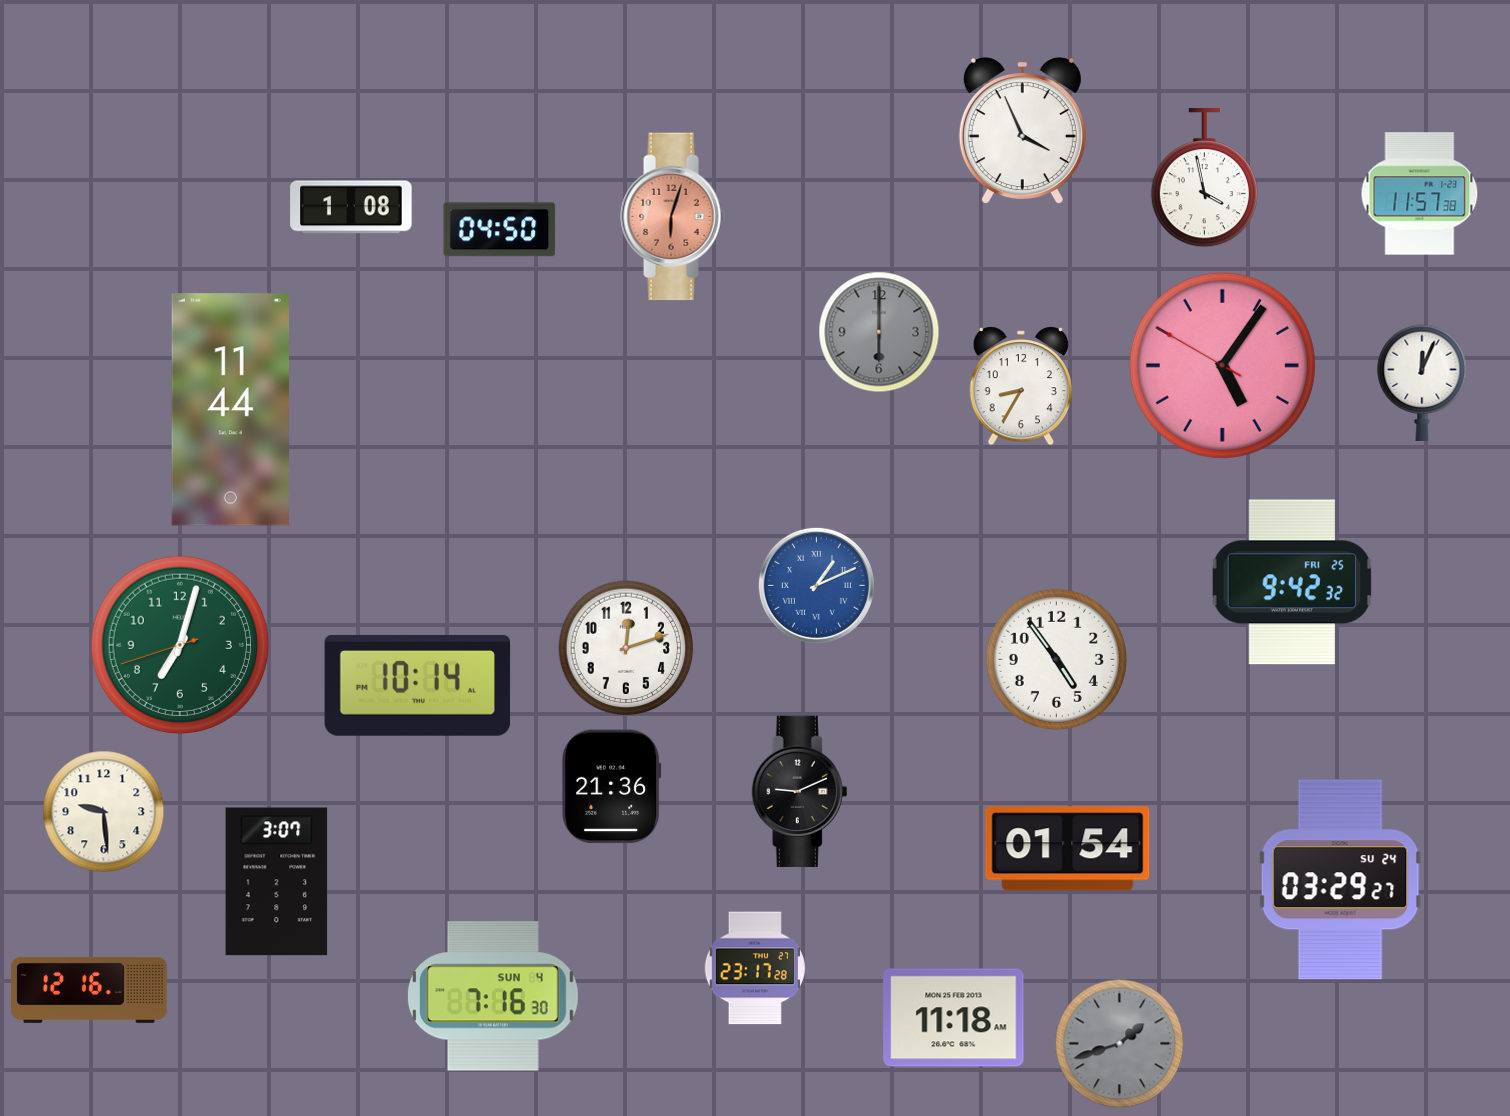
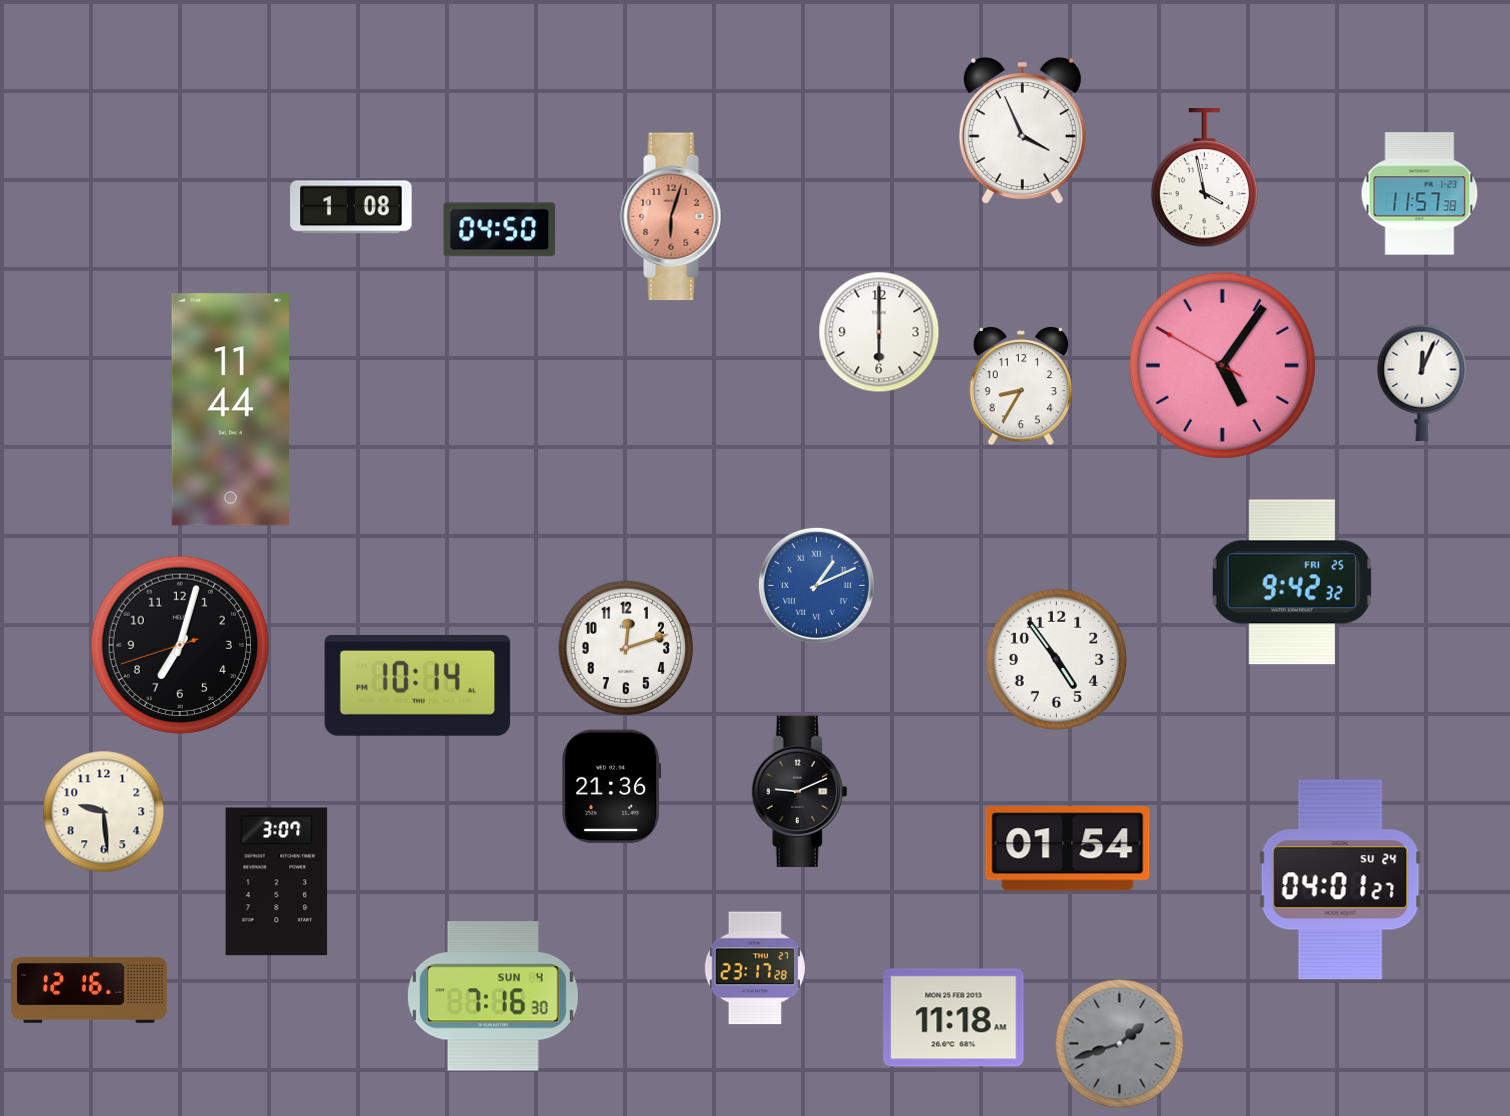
clock at (879, 332) dial: grey -> white
clock at (179, 644) dial: green -> black
clock at (1340, 880): 03:29 -> 04:01
